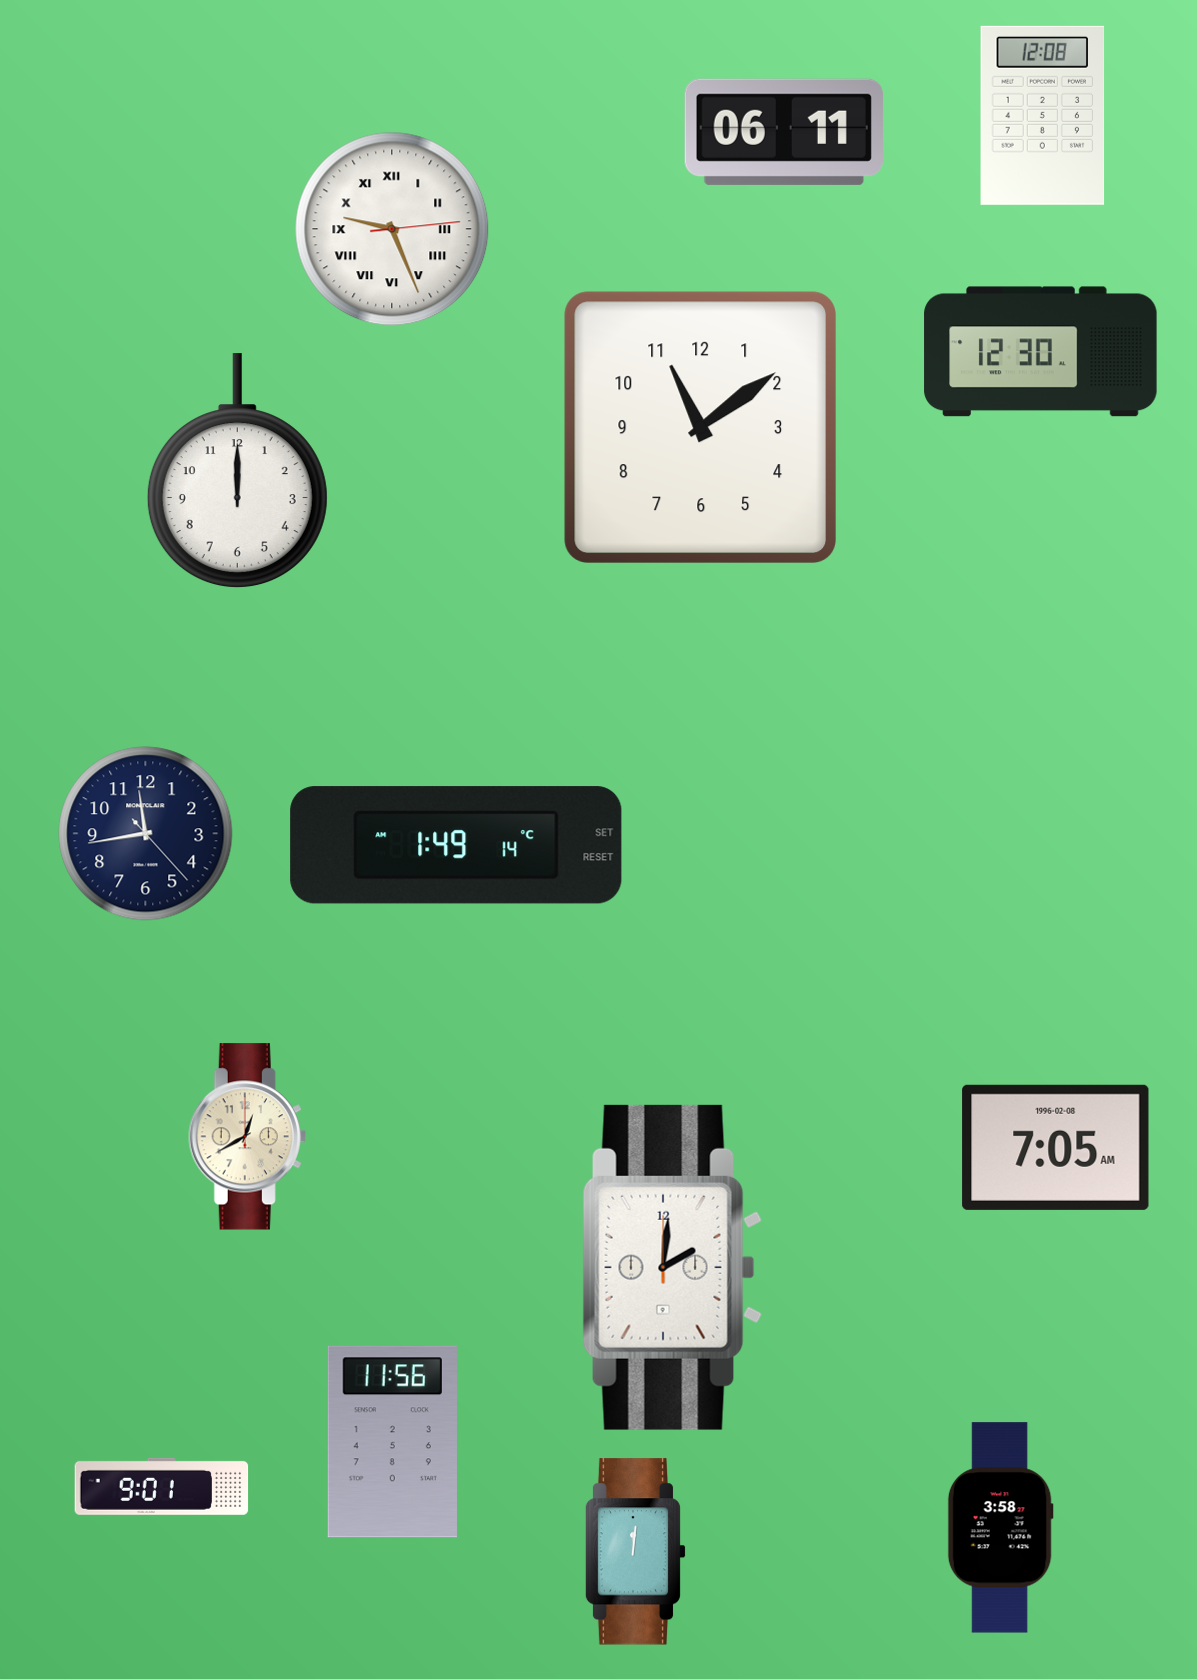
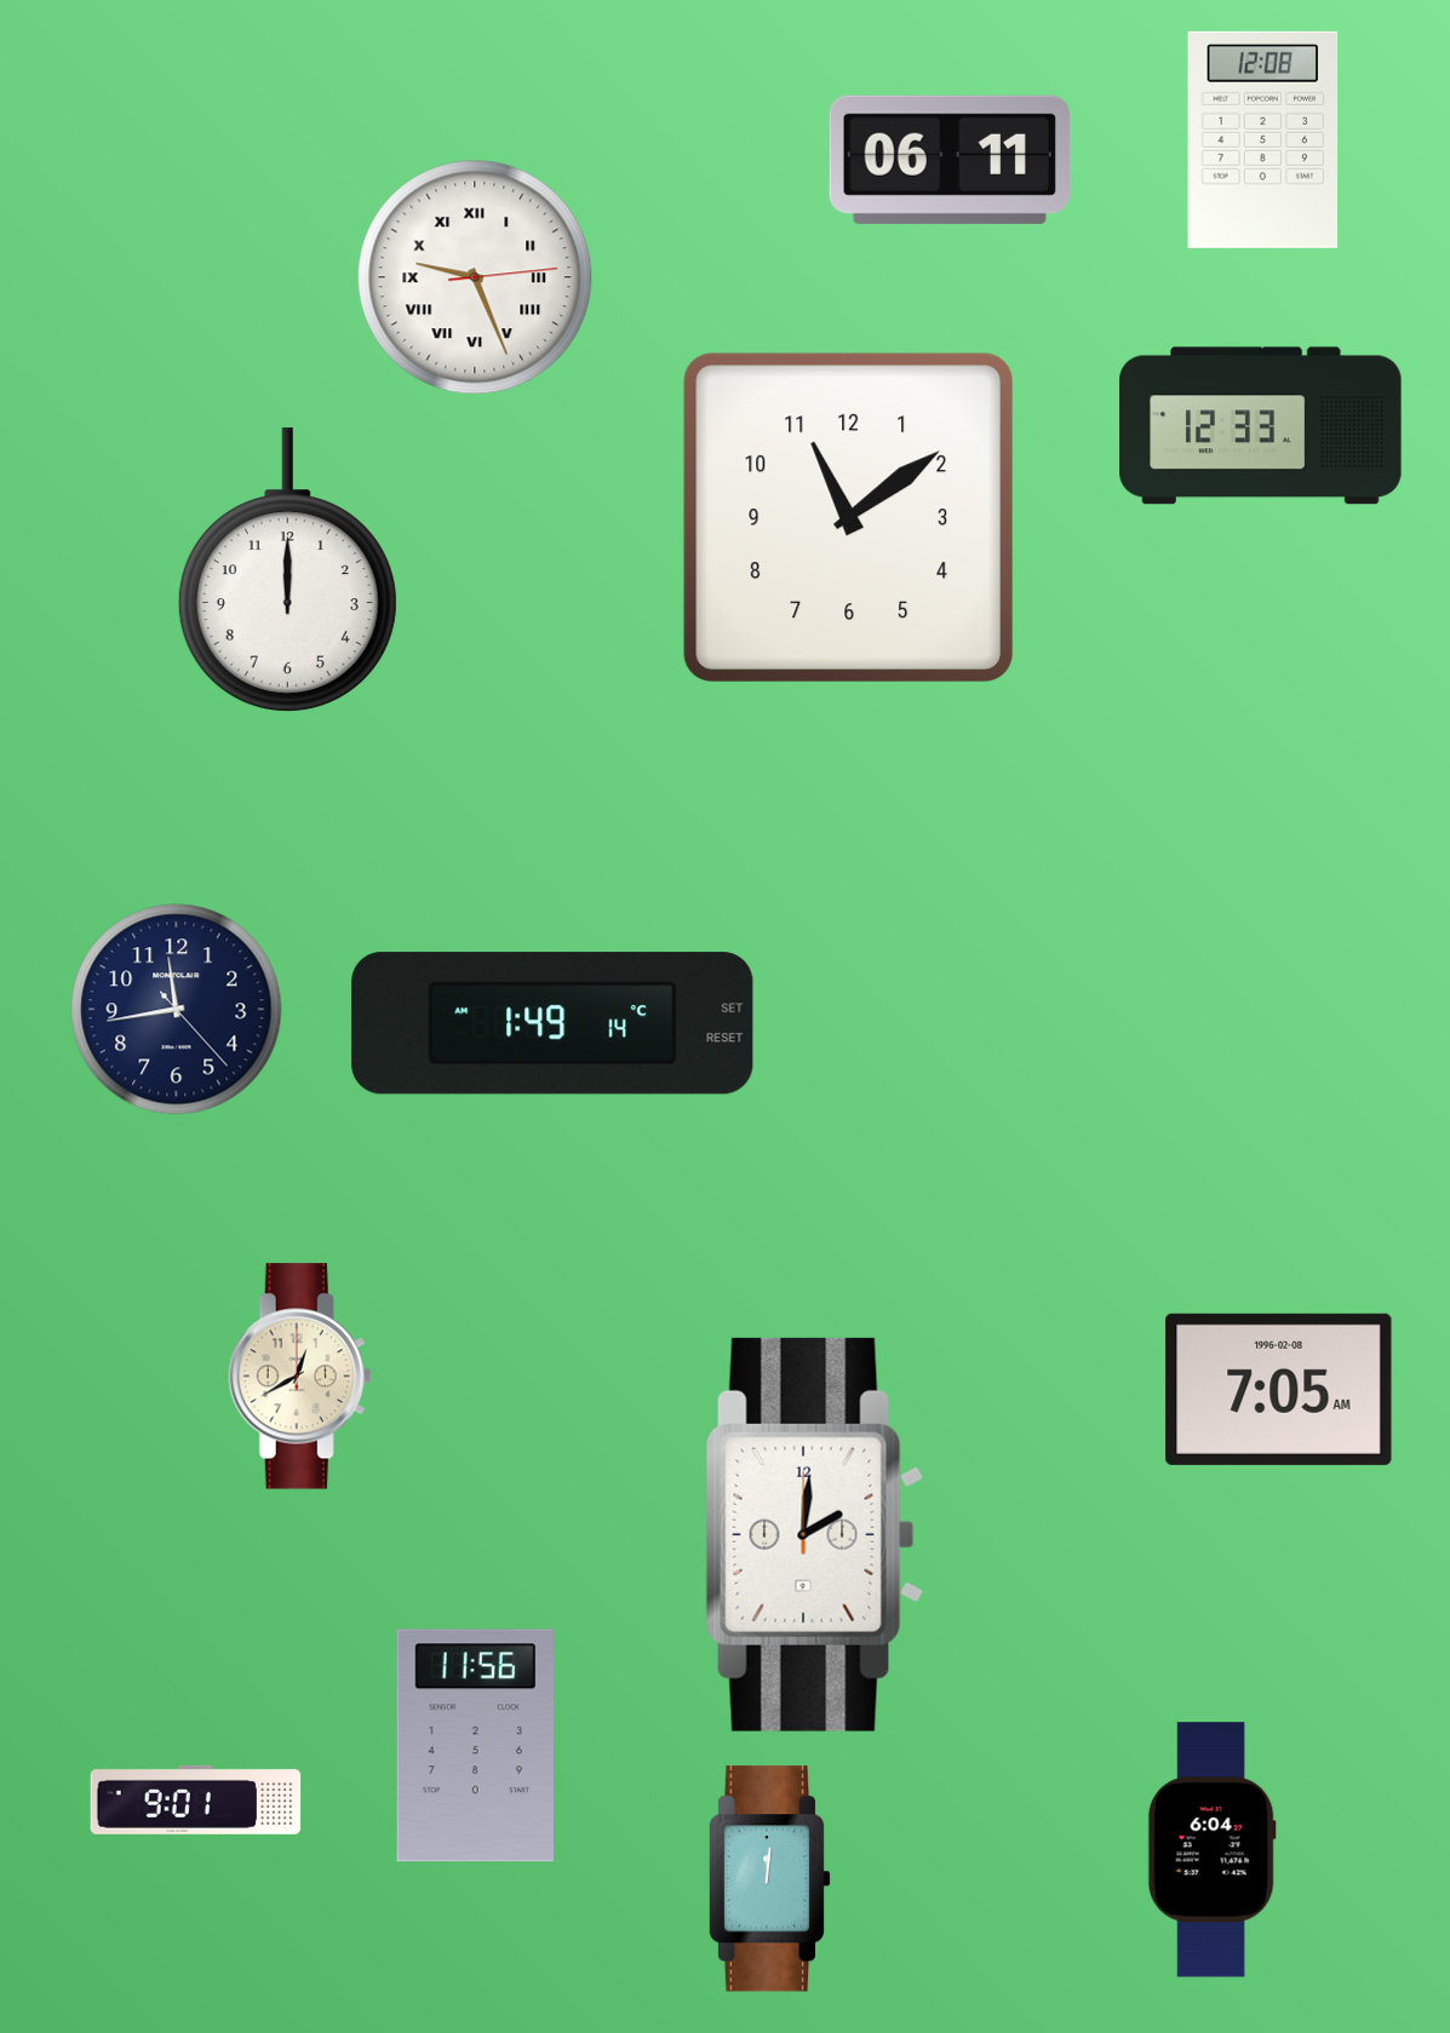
clock at (1041, 352): 12:30 -> 12:33
clock at (1000, 1528): 3:58 -> 6:04
